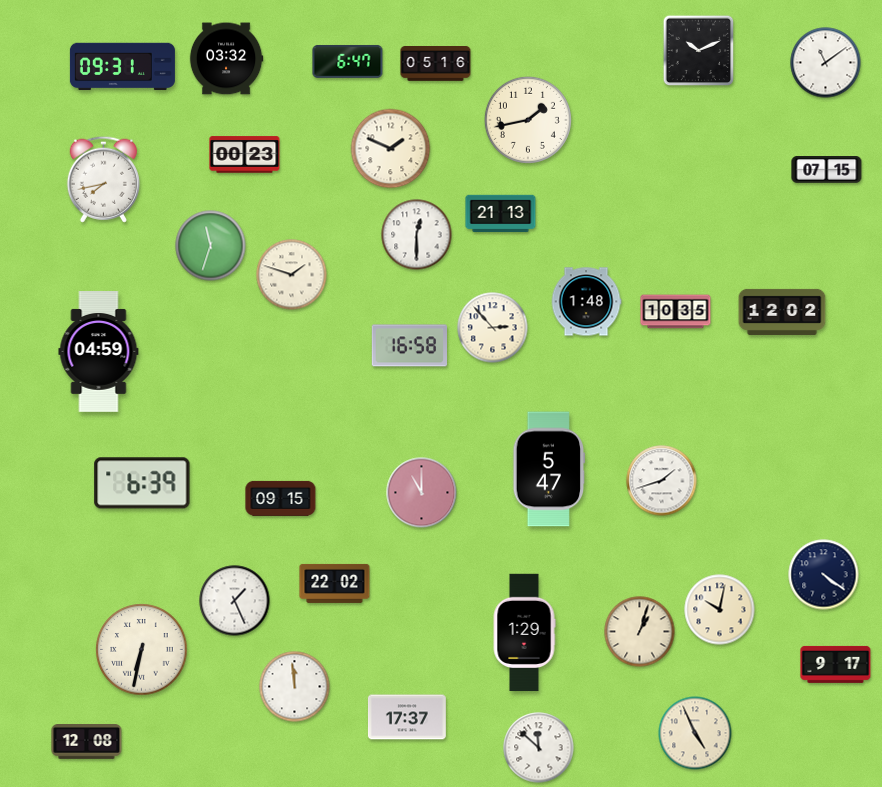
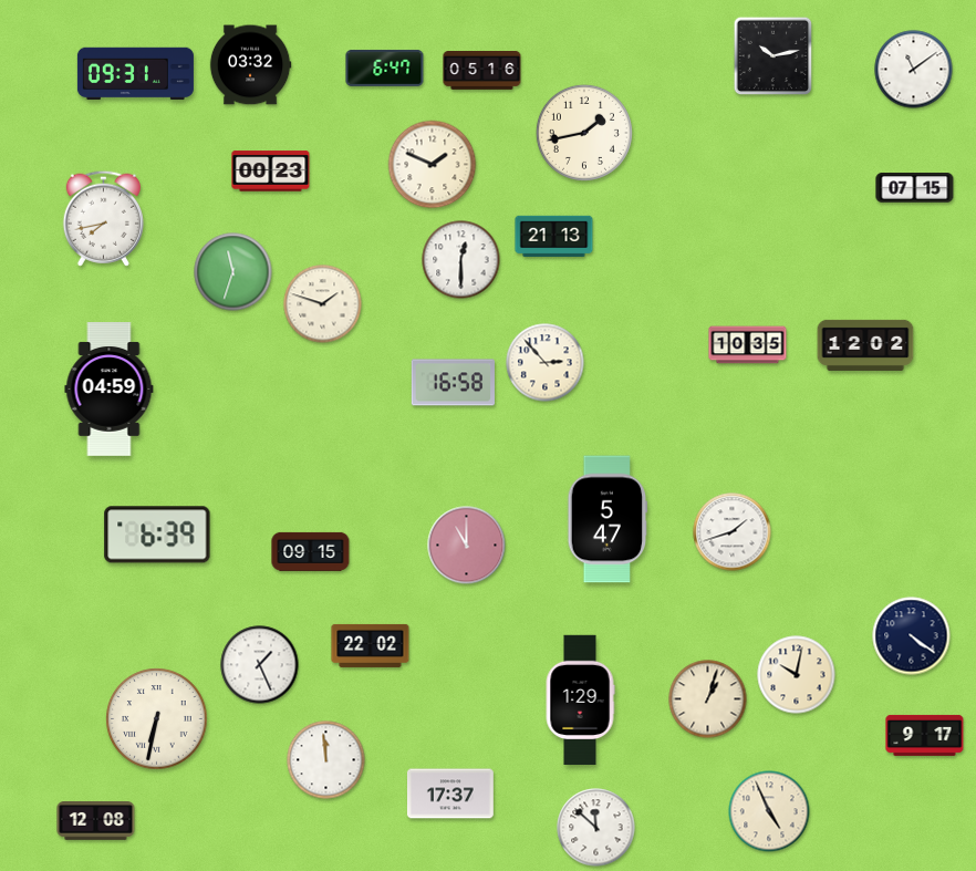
clock at (699, 51): 10:11 -> 10:13
clock at (103, 179) position: (103, 179) -> (103, 218)
clock at (586, 302): 1:48 -> none
